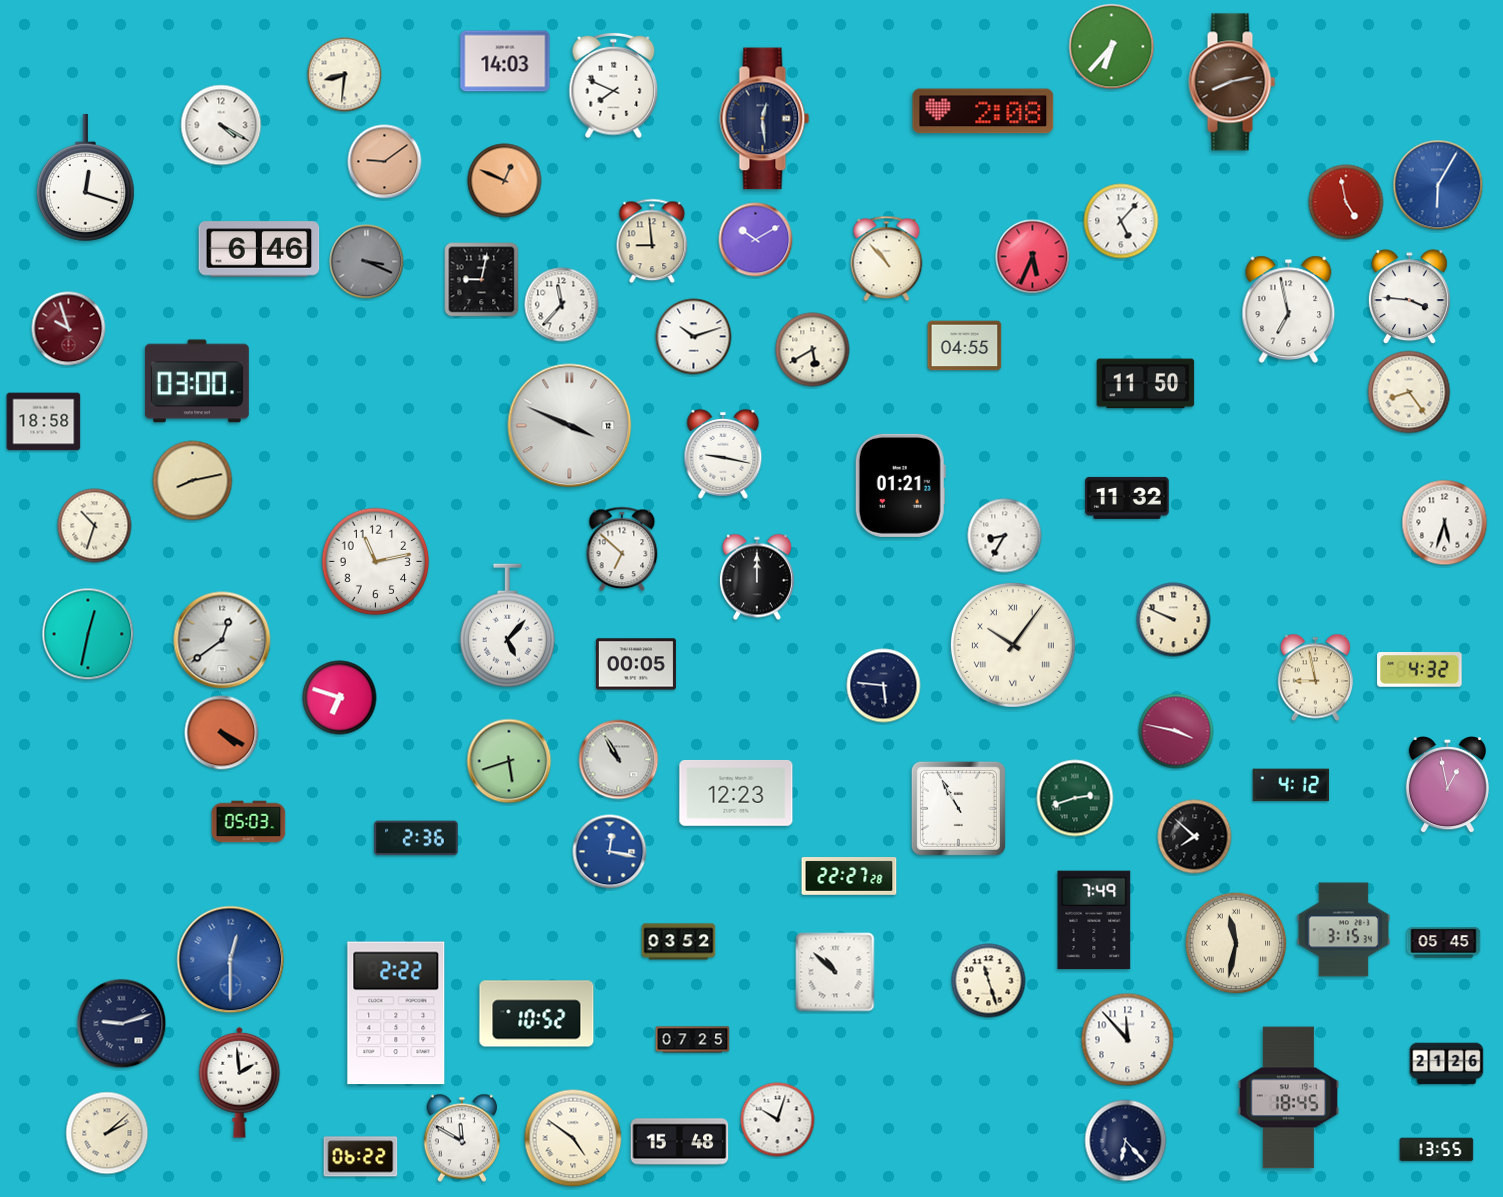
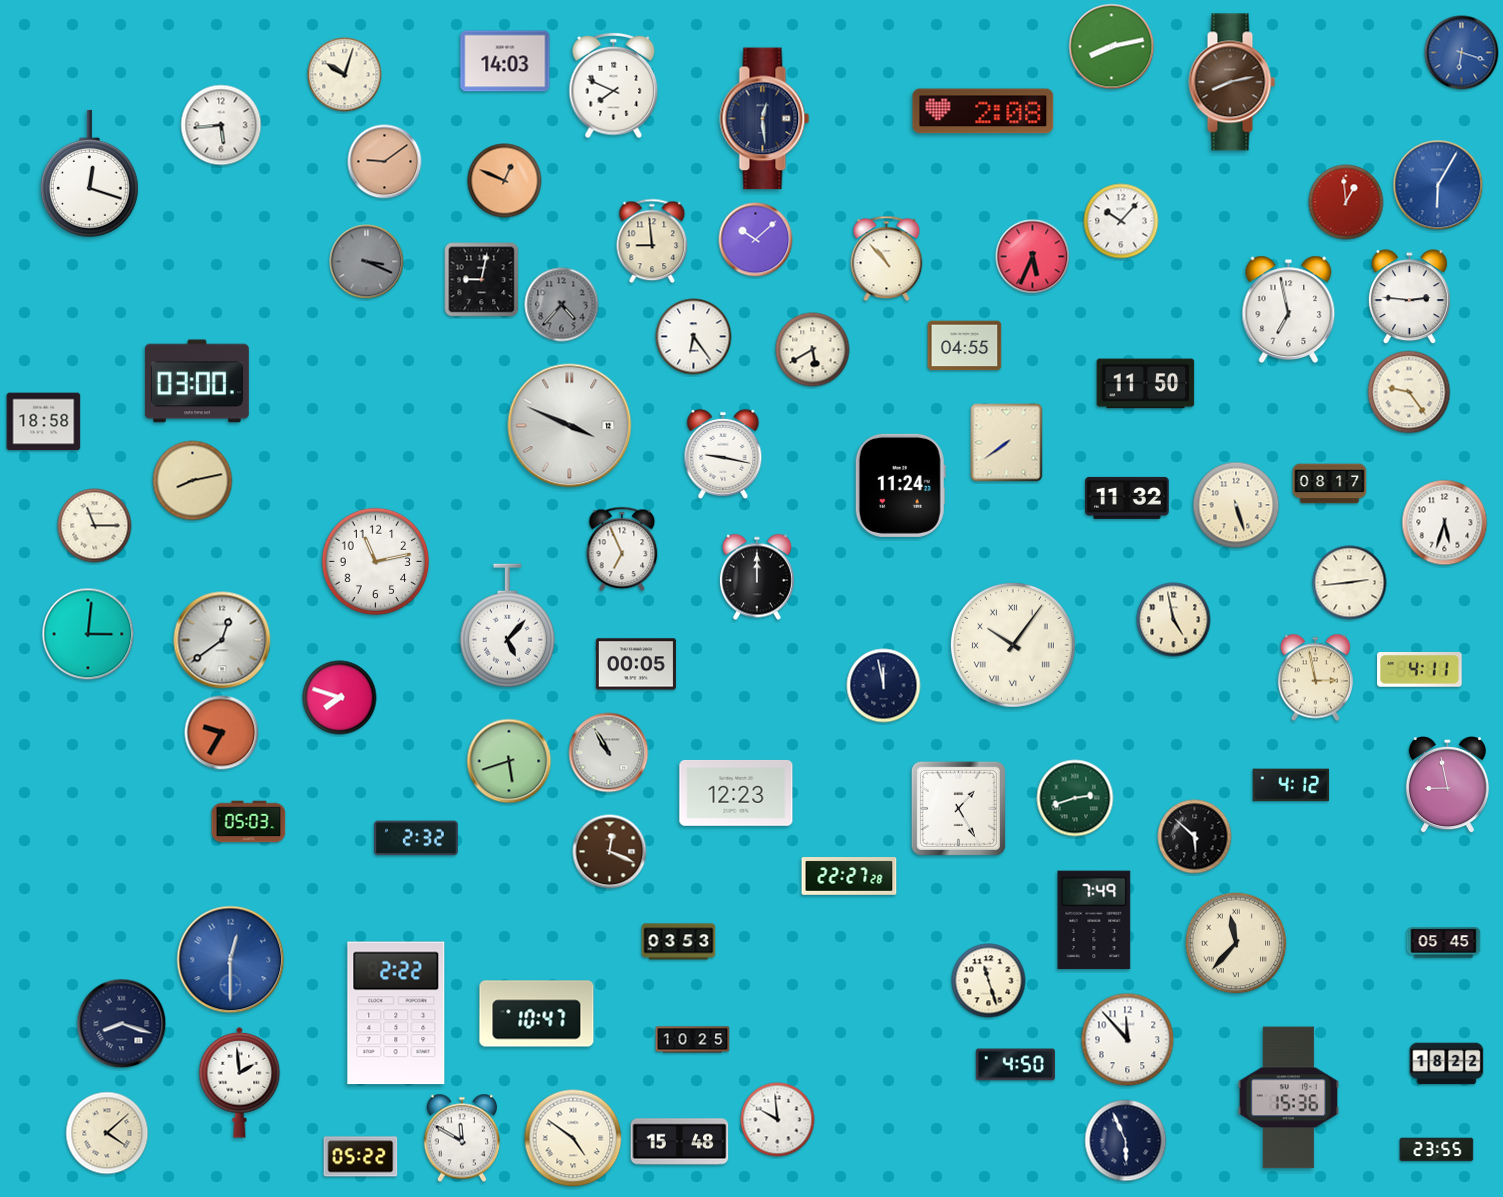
clock at (1112, 47): 6:37 -> 8:13
clock at (1462, 53): none -> 6:18
clock at (345, 75): 8:31 -> 10:03
clock at (221, 125): 4:20 -> 5:44
clock at (85, 178) position: (85, 178) -> (89, 174)
clock at (1346, 202): 4:58 -> 12:59
clock at (1121, 221): 5:07 -> 10:07
clock at (756, 240): 10:10 -> 10:08
clock at (259, 249): 6:46 -> none
clock at (1409, 297): 3:46 -> 2:46
clock at (562, 305): 11:37 -> 4:37
clock at (562, 305) dial: white -> grey
clock at (69, 329): 9:57 -> none
clock at (694, 337): 10:12 -> 6:24
clock at (1409, 392): 8:24 -> 9:24
clock at (1007, 443): none -> 7:39
clock at (1330, 484): none -> 08:17
clock at (900, 485): 01:21 -> 11:24
clock at (1236, 505): none -> 5:27
clock at (95, 526): 10:33 -> 11:15
clock at (1005, 536): 8:35 -> none
clock at (622, 549): 6:52 -> 6:56
clock at (1350, 583): none -> 2:44
clock at (1174, 620): 9:49 -> 4:58
clock at (88, 634): 12:32 -> 3:01
clock at (1420, 670): 4:32 -> 4:11
clock at (1315, 678): 8:58 -> 2:58
clock at (884, 686): 5:46 -> 11:58
clock at (340, 698): 6:48 -> 7:48
clock at (1176, 731): 3:47 -> none
clock at (222, 733): 4:20 -> 9:35
clock at (619, 760) position: (619, 760) -> (609, 753)
clock at (1447, 786): 12:58 -> 8:58
clock at (958, 808): 10:55 -> 1:25
clock at (1195, 837): 7:52 -> 5:52
clock at (416, 838): 2:36 -> 2:32
clock at (610, 852): 12:17 -> 12:19
clock at (610, 852) dial: blue -> brown
clock at (1343, 930): 3:15 -> none
clock at (679, 942): 03:52 -> 03:53
clock at (1236, 943): 11:32 -> 11:37
clock at (835, 972): 10:52 -> none
clock at (537, 1014): 10:52 -> 10:47
clock at (122, 1024): 9:12 -> 8:18
clock at (693, 1040): 07:25 -> 10:25
clock at (1447, 1064): 21:26 -> 18:22
clock at (1015, 1065): none -> 4:50
clock at (1289, 1098): 18:45 -> 15:36
clock at (778, 1120): 10:03 -> 9:59
clock at (107, 1133): 2:08 -> 4:08
clock at (1126, 1141): 6:23 -> 5:56
clock at (1437, 1150): 13:55 -> 23:55
clock at (361, 1157): 06:22 -> 05:22
